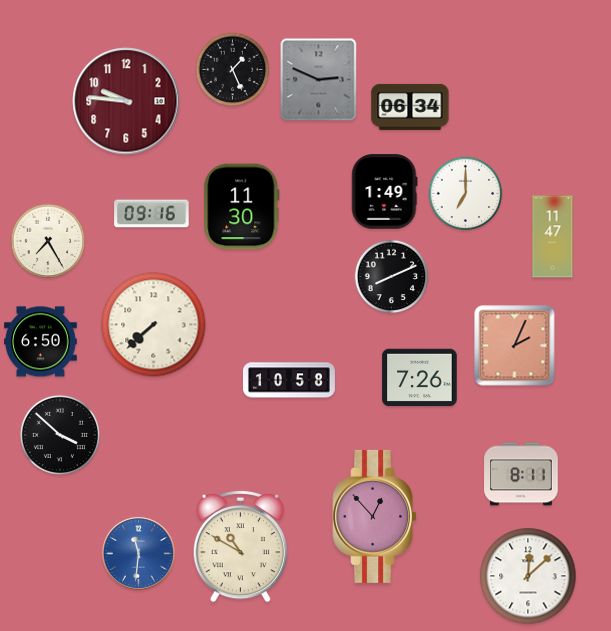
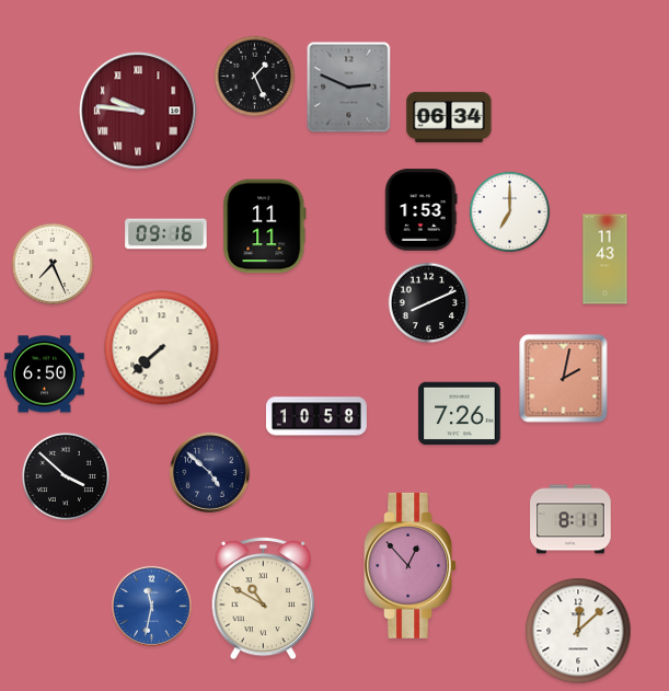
clock at (126, 101) numerals: Arabic -> Roman
clock at (384, 192): 1:49 -> 1:53
clock at (242, 207): 11:30 -> 11:11
clock at (553, 237): 11:47 -> 11:43
clock at (48, 241): 7:25 -> 7:26
clock at (154, 325) position: (154, 325) -> (162, 348)
clock at (515, 346): 2:04 -> 2:02
clock at (209, 472): none -> 4:52
clock at (138, 553): 11:31 -> 11:32
